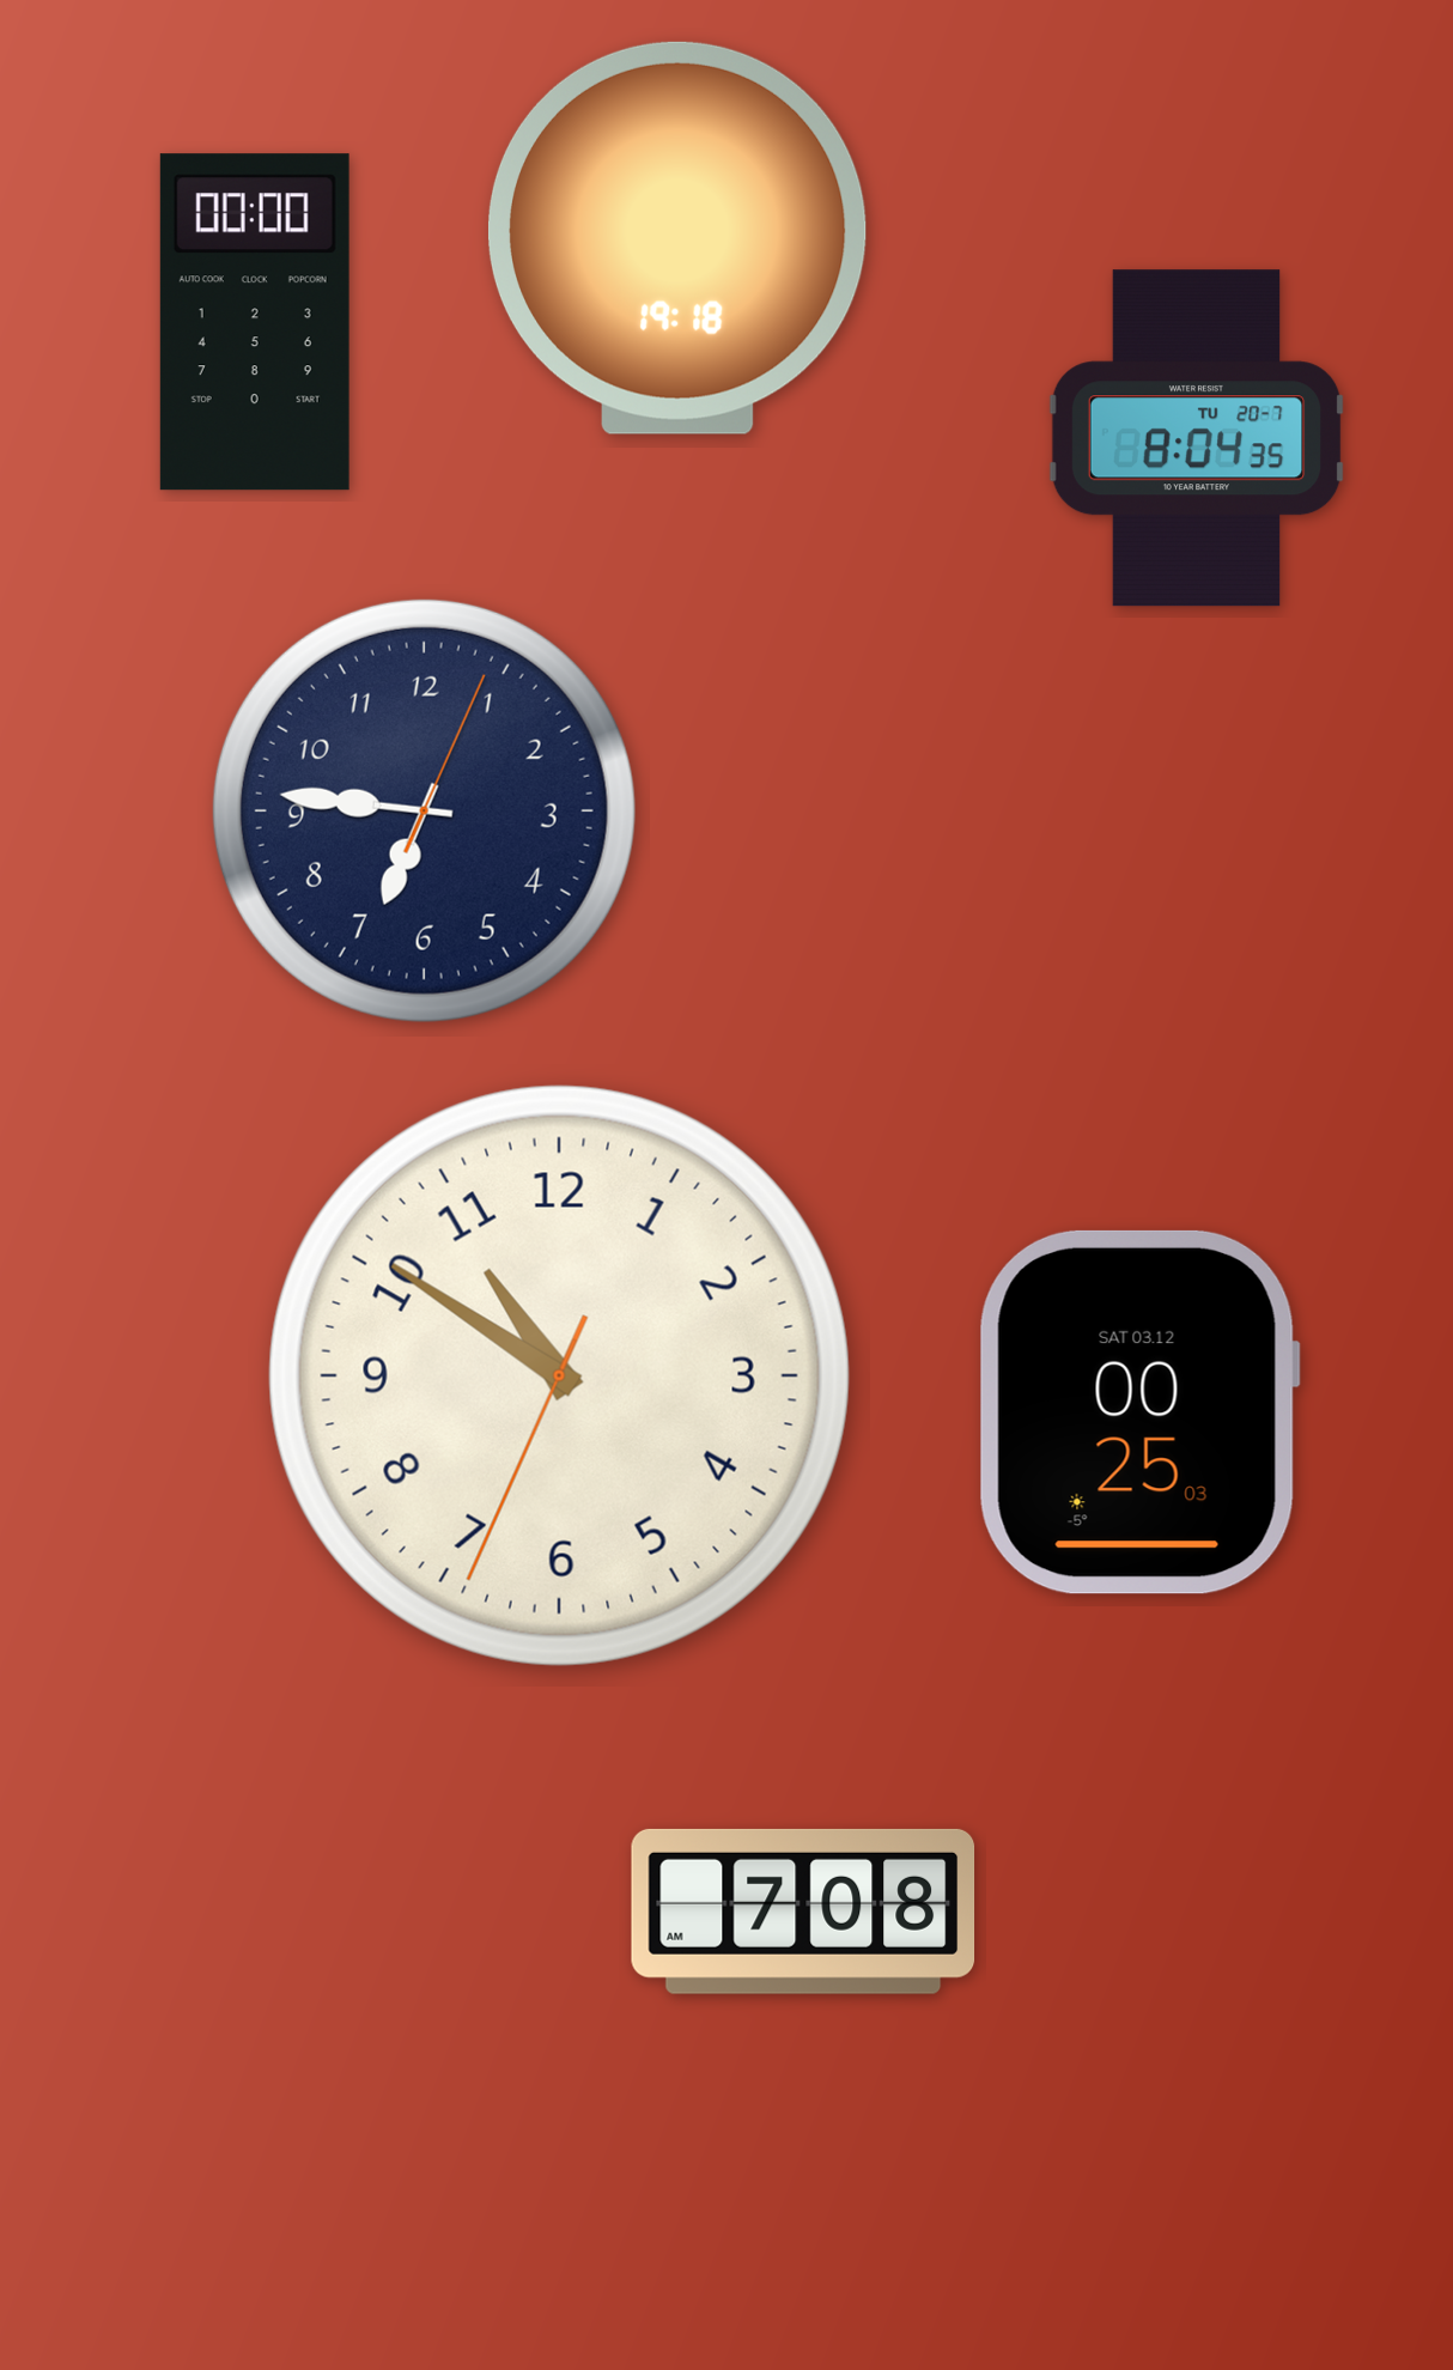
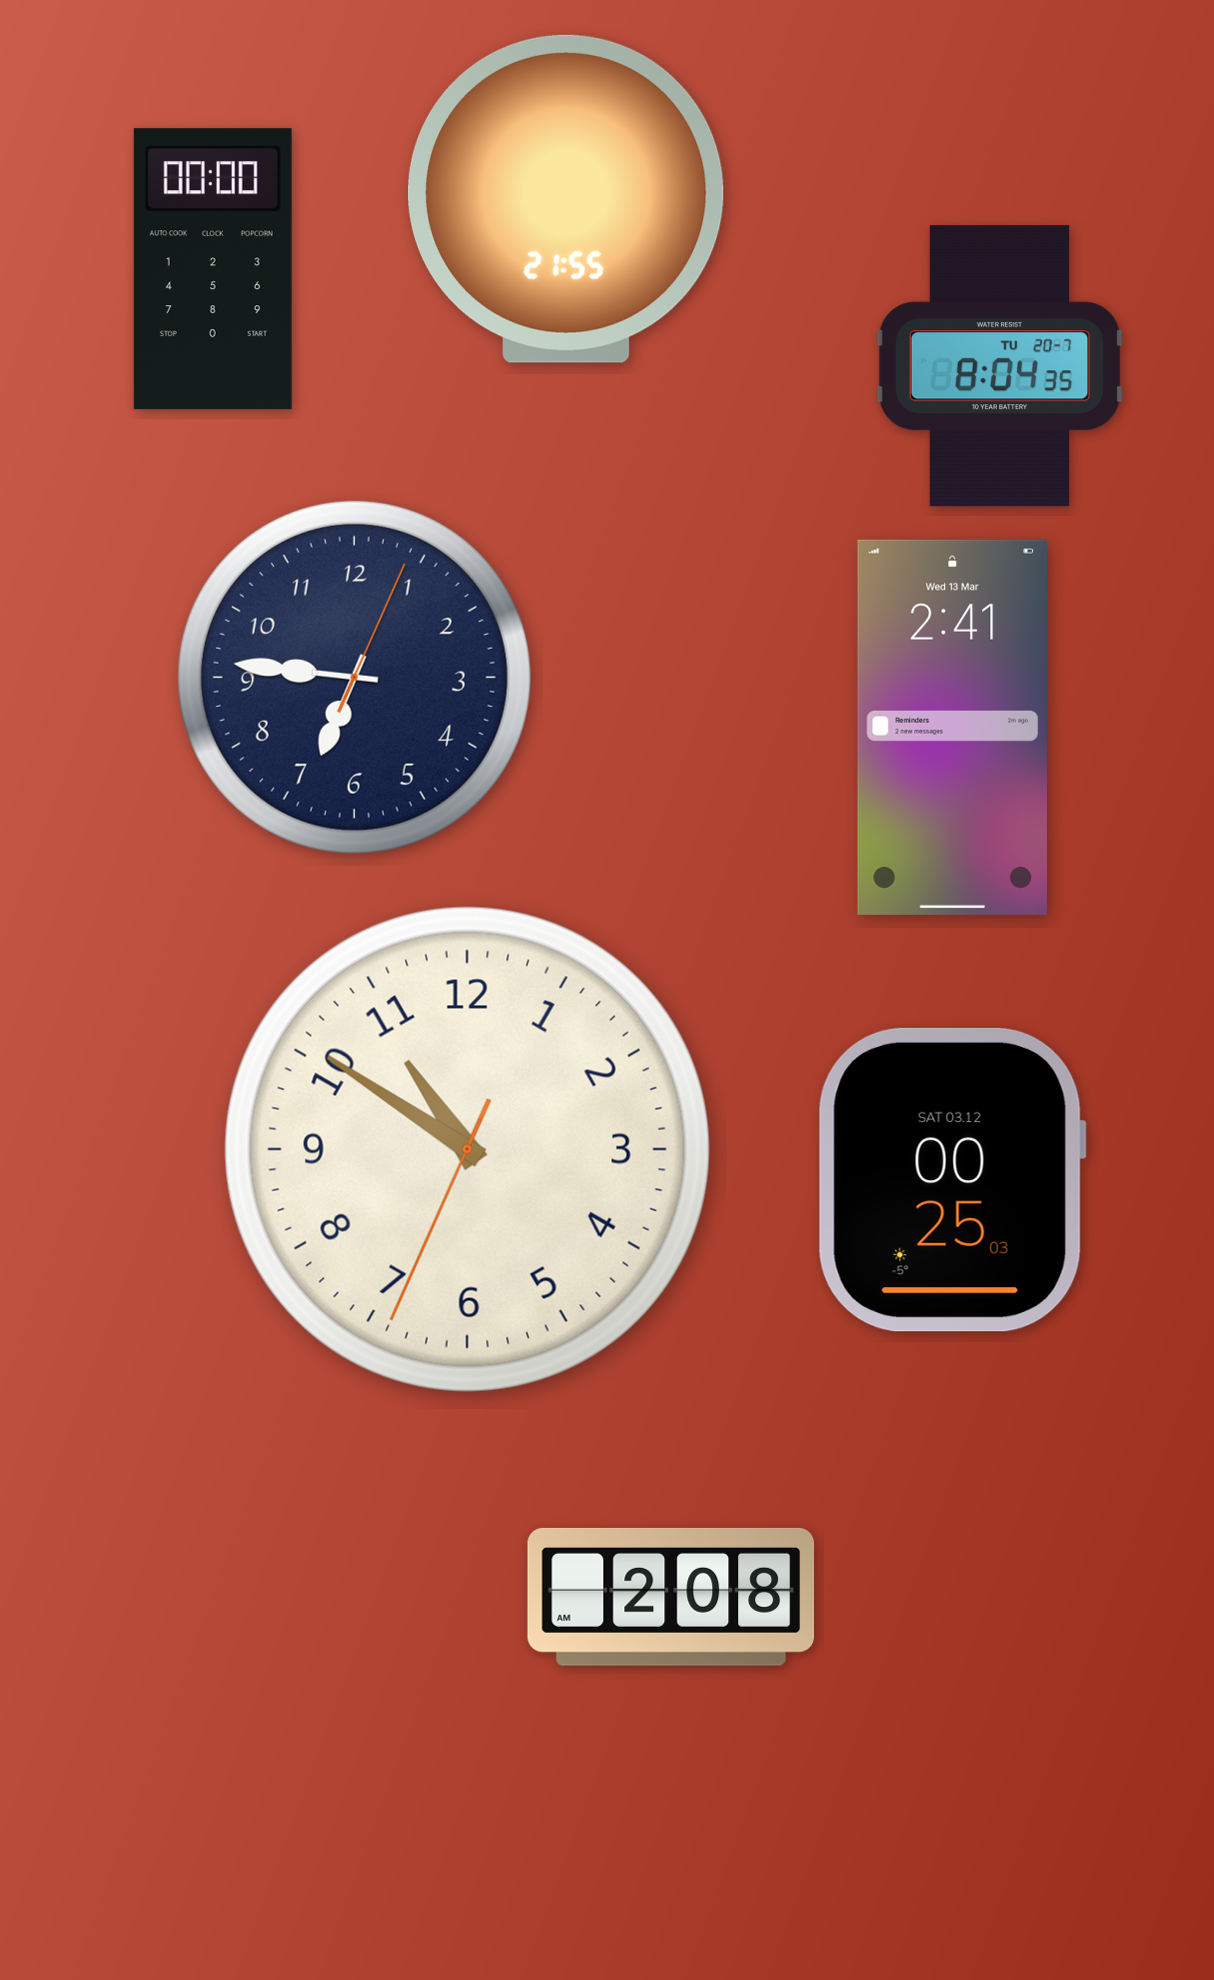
clock at (677, 238): 19:18 -> 21:55
clock at (952, 727): none -> 2:41
clock at (803, 1912): 7:08 -> 2:08
